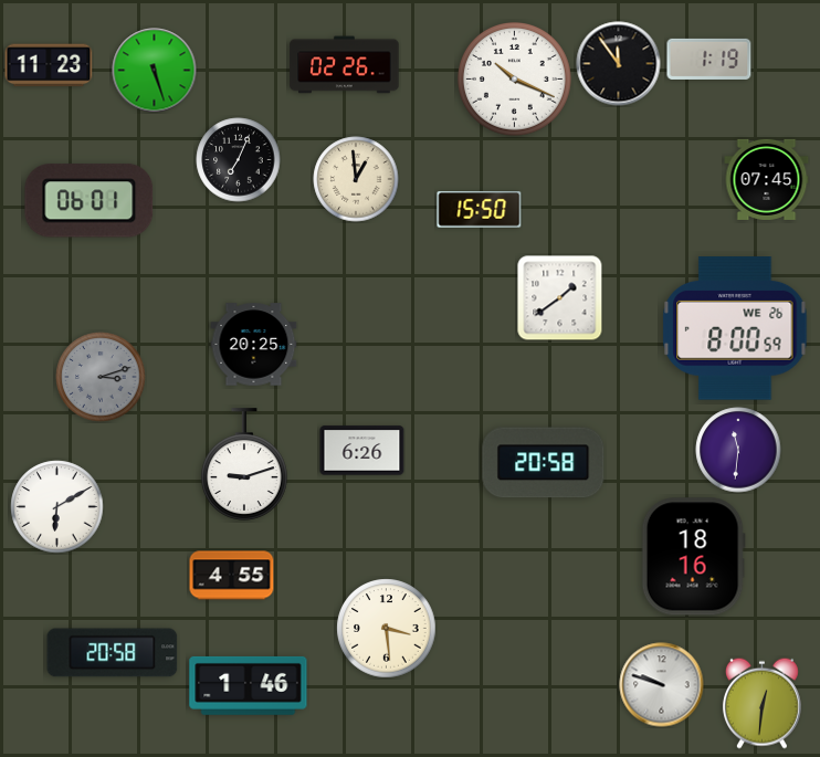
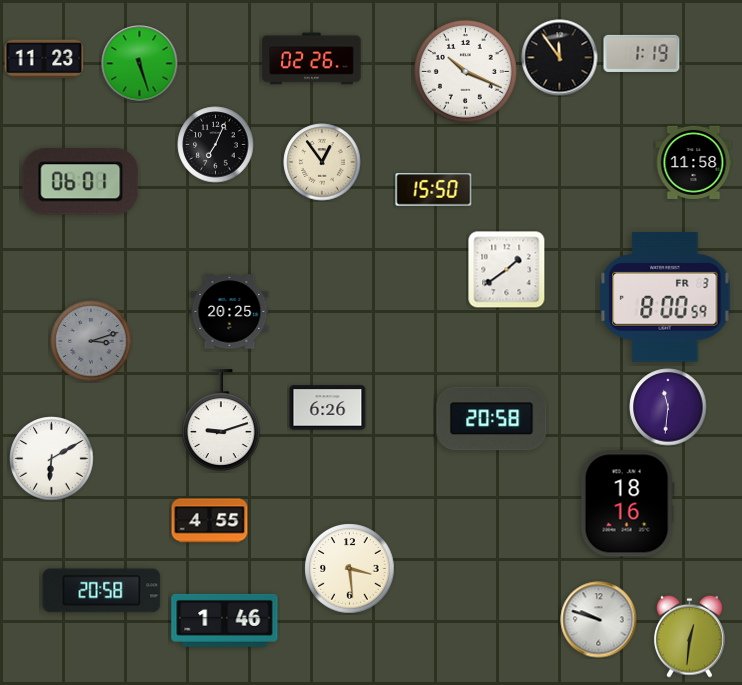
clock at (356, 179): 12:59 -> 12:54
clock at (767, 179): 07:45 -> 11:58
clock at (735, 329) date: WE 26 -> FR 3
